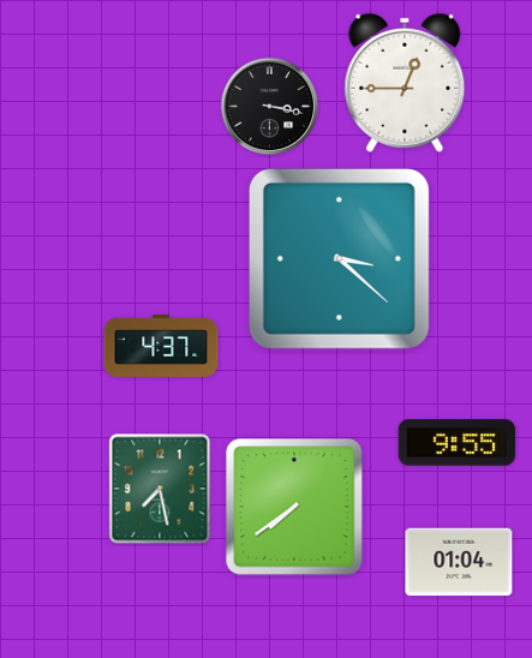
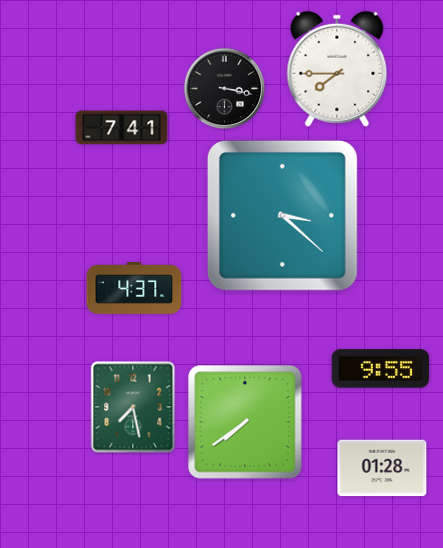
clock at (405, 83): 12:45 -> 7:45
clock at (122, 128): none -> 7:41
clock at (459, 562): 01:04 -> 01:28
